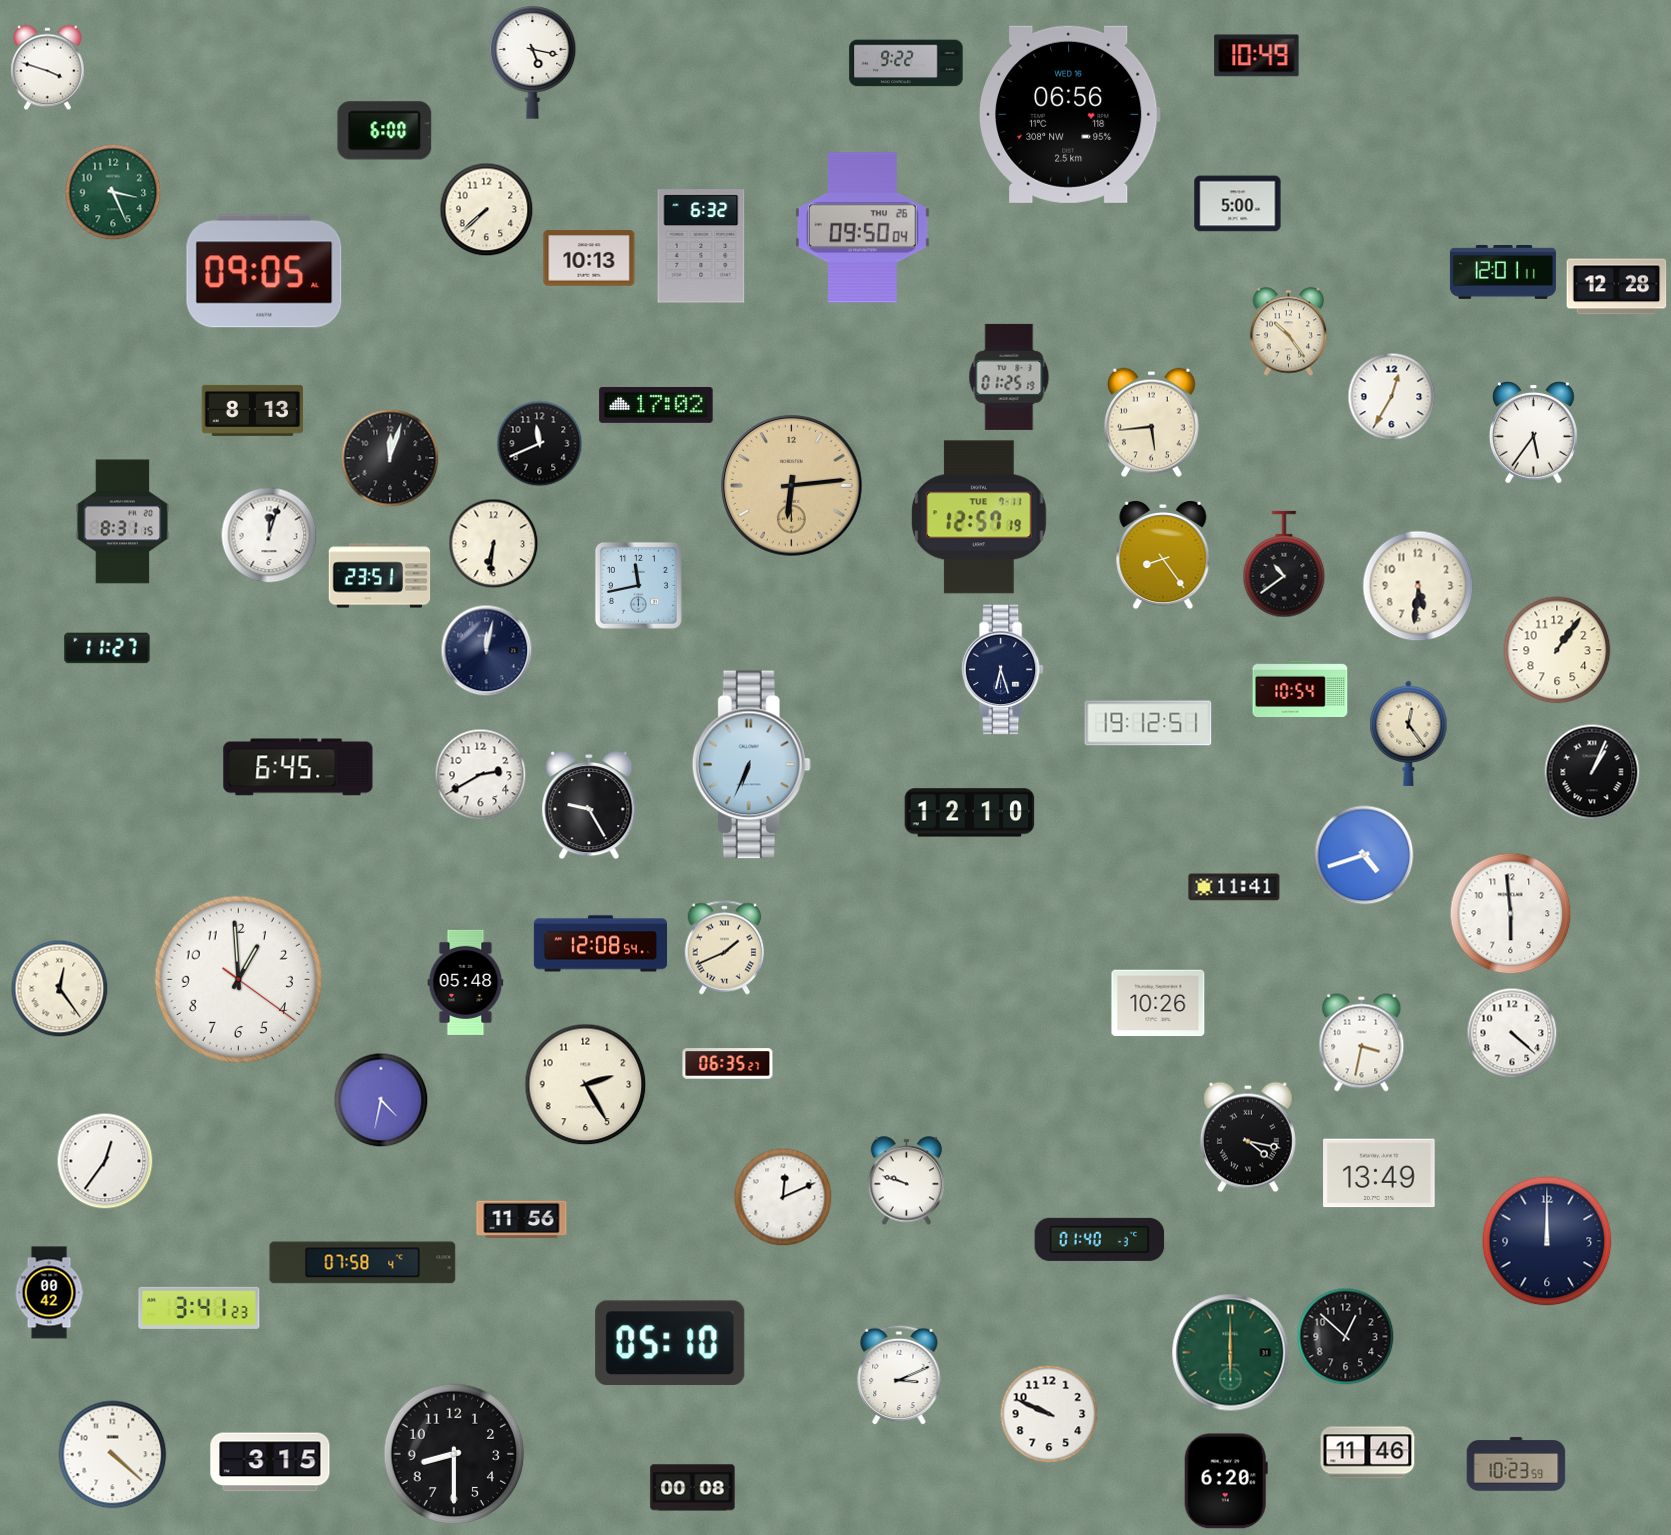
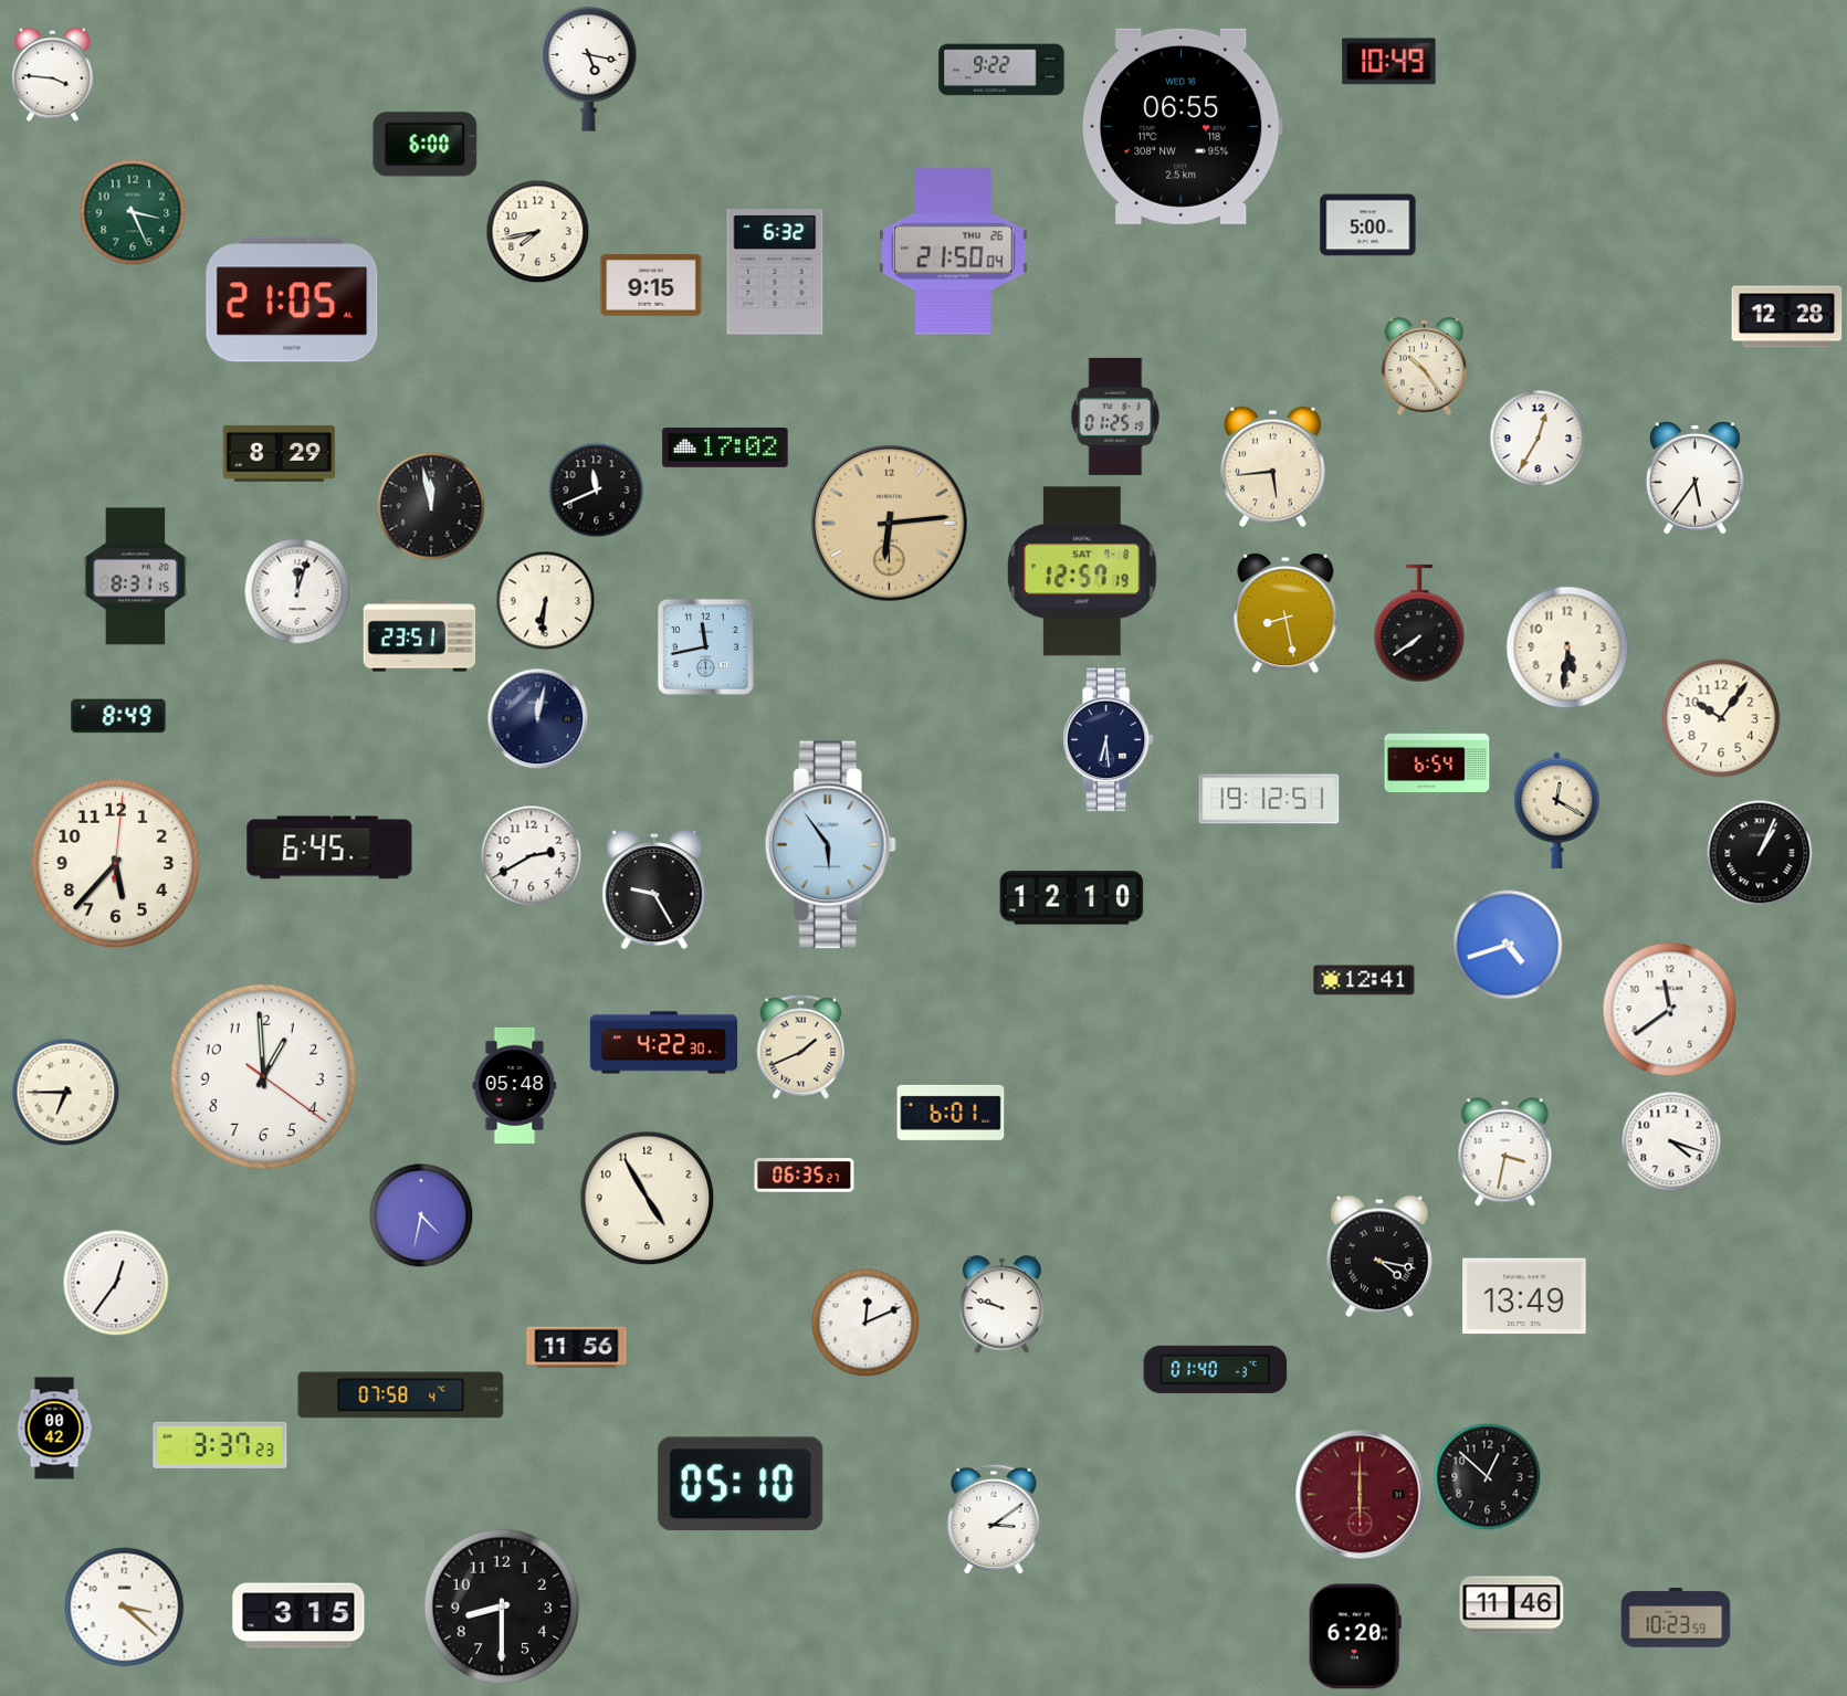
clock at (48, 68): 3:48 -> 3:46
clock at (1070, 114): 06:56 -> 06:55
clock at (113, 192) position: (113, 192) -> (133, 212)
clock at (487, 210): 7:38 -> 7:43
clock at (863, 228): 09:50 -> 21:50
clock at (589, 258): 10:13 -> 9:15
clock at (264, 271): 09:05 -> 21:05
clock at (1503, 273): 12:01 -> none
clock at (253, 410): 8:13 -> 8:29
clock at (390, 458): 12:03 -> 11:58
clock at (792, 486) position: (792, 486) -> (890, 524)
clock at (980, 517) date: TUE 7-11 -> SAT 7-8
clock at (1163, 555): 8:24 -> 8:28
clock at (1284, 564): 10:39 -> 7:39
clock at (107, 648): 11:27 -> 8:49
clock at (1557, 650): 1:06 -> 10:06
clock at (1002, 670): 6:27 -> 6:29
clock at (1300, 688): 10:54 -> 6:54
clock at (1409, 733): 12:24 -> 12:20
clock at (751, 765): 6:34 -> 5:54
clock at (116, 864): none -> 5:37
clock at (589, 805) position: (589, 805) -> (654, 889)
clock at (1234, 887): 11:41 -> 12:41
clock at (1511, 914): 5:59 -> 11:39
clock at (601, 944): 12:08 -> 4:22
clock at (238, 979) position: (238, 979) -> (263, 1076)
clock at (60, 989): 12:24 -> 6:45
clock at (1158, 1003): 10:26 -> none
clock at (951, 1113): none -> 6:01
clock at (1512, 1033): 4:22 -> 4:18
clock at (586, 1085): 2:25 -> 4:55
clock at (1547, 1241): 12:00 -> none
clock at (199, 1308): 3:41 -> 3:37
clock at (1231, 1353) dial: green -> burgundy
clock at (899, 1375): 3:11 -> 3:09
clock at (1049, 1414): 9:49 -> none
clock at (113, 1455): 4:22 -> 3:22
clock at (693, 1488): 00:08 -> none
